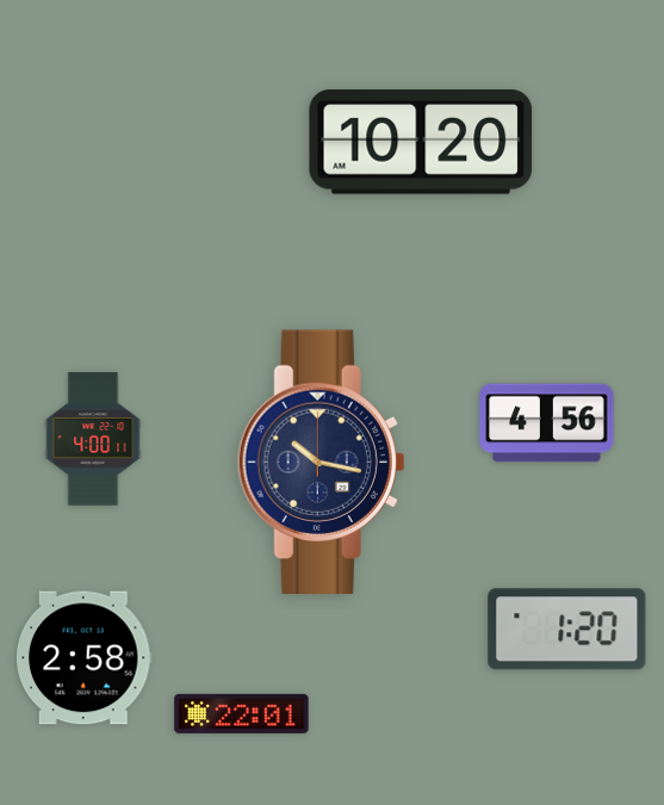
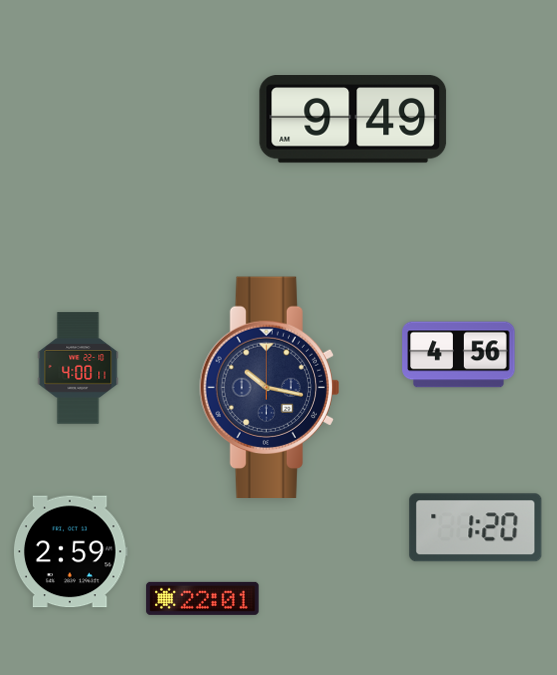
clock at (421, 142): 10:20 -> 9:49
clock at (85, 658): 2:58 -> 2:59
